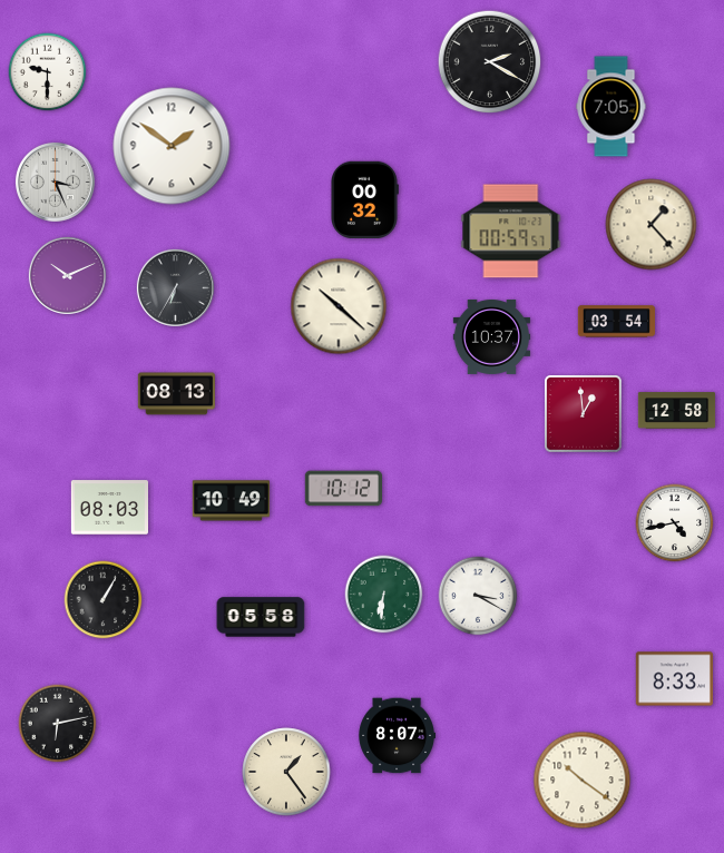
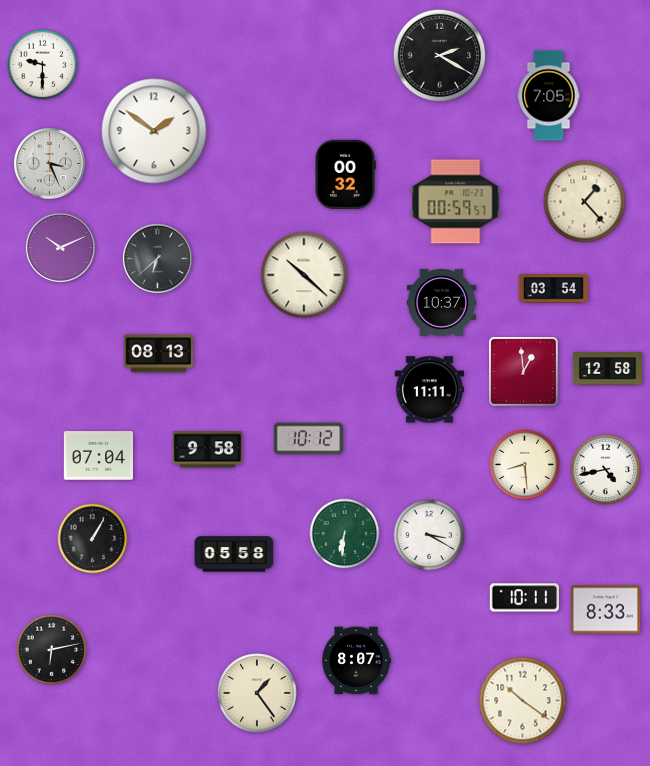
clock at (365, 199) position: (365, 199) -> (346, 174)
clock at (511, 232) position: (511, 232) -> (456, 202)
clock at (175, 287): 6:35 -> 6:38
clock at (429, 390): none -> 11:11
clock at (231, 501): 10:49 -> 9:58
clock at (109, 508): 08:03 -> 07:04
clock at (525, 465): none -> 8:29
clock at (524, 598): none -> 10:11
